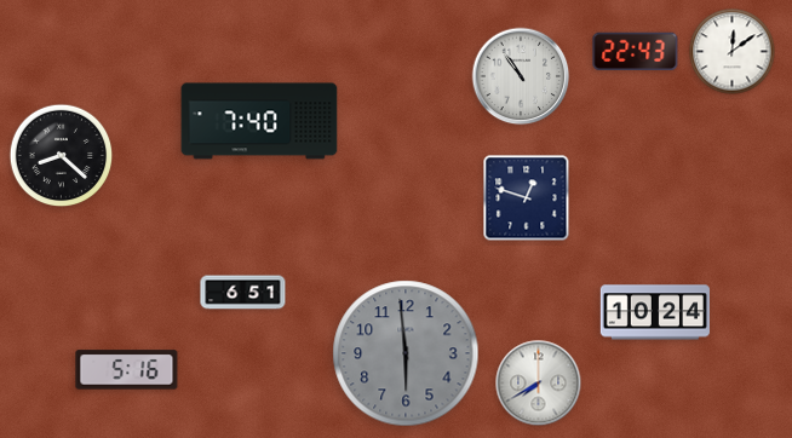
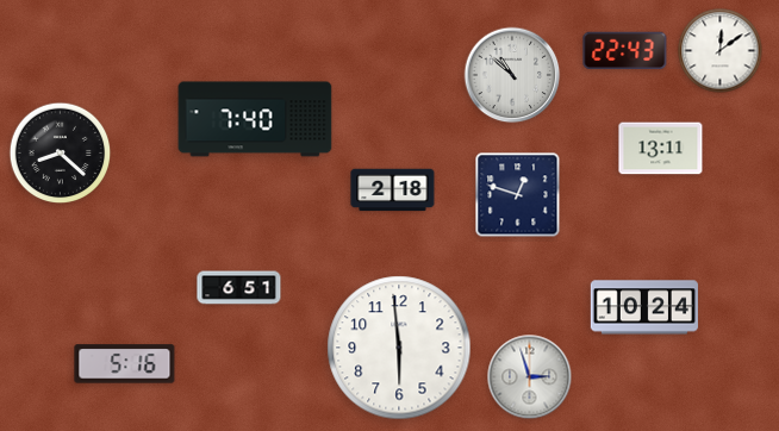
clock at (521, 76): 10:54 -> 10:52
clock at (661, 149): none -> 13:11
clock at (393, 190): none -> 2:18
clock at (406, 353) dial: grey -> white
clock at (539, 384): 7:40 -> 2:57
